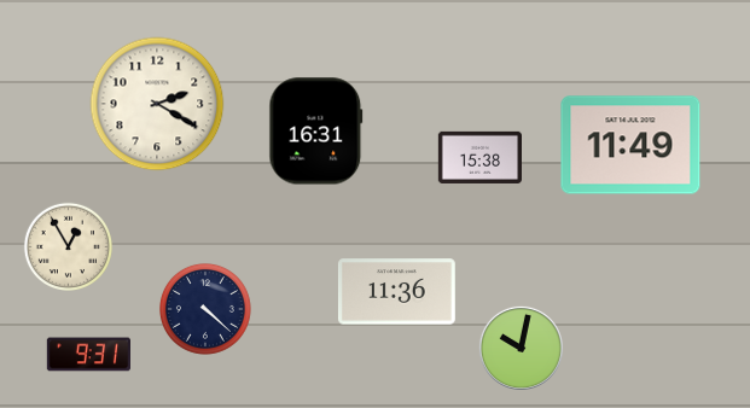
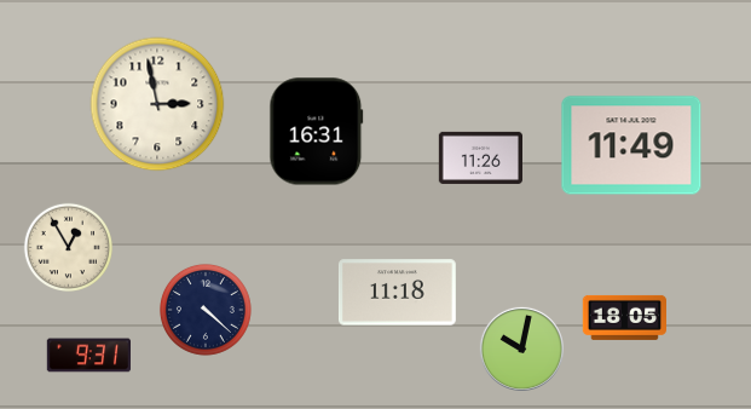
clock at (157, 104): 2:20 -> 2:58
clock at (481, 157): 15:38 -> 11:26
clock at (396, 292): 11:36 -> 11:18
clock at (624, 317): none -> 18:05
